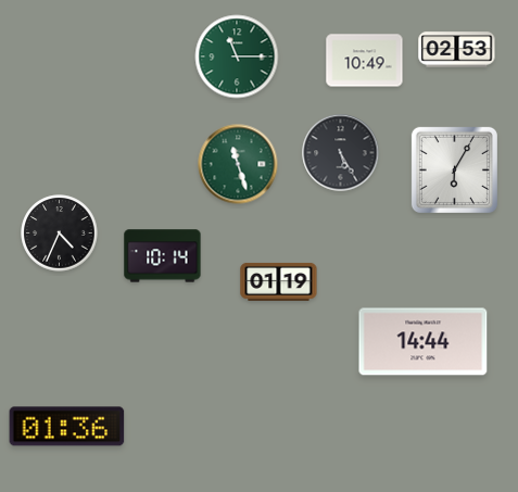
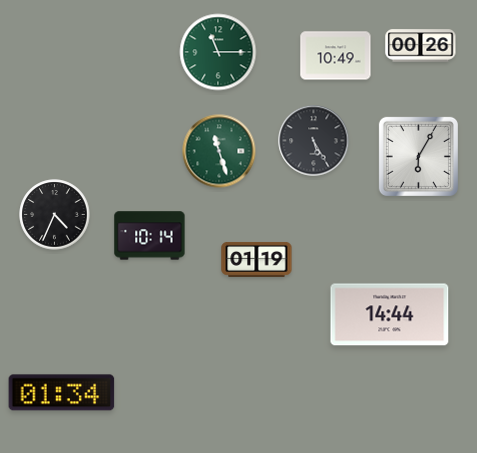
clock at (457, 50): 02:53 -> 00:26
clock at (67, 427): 01:36 -> 01:34
